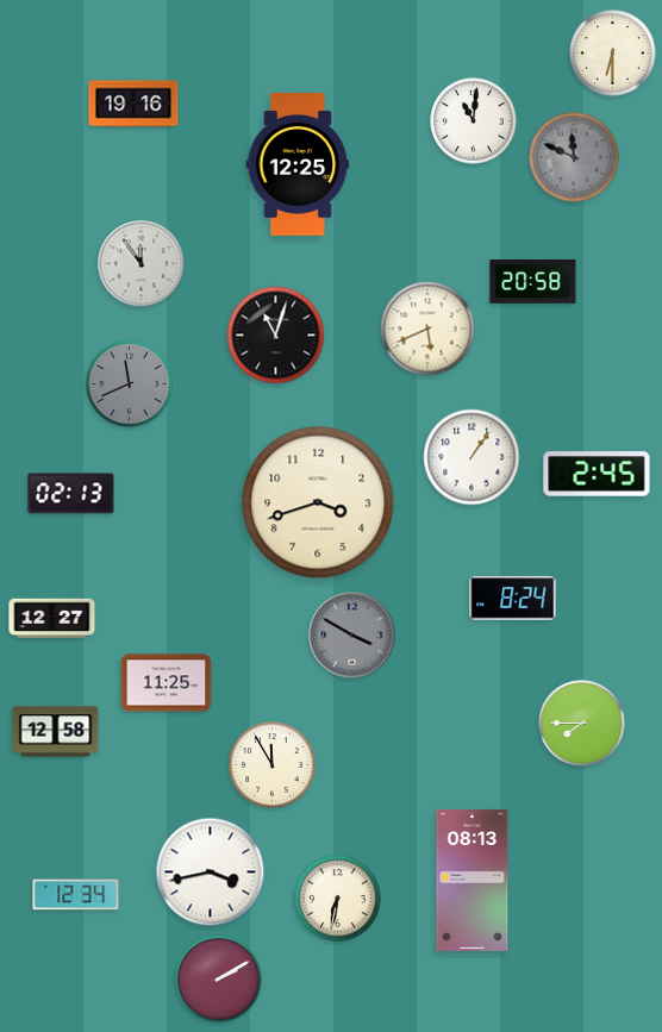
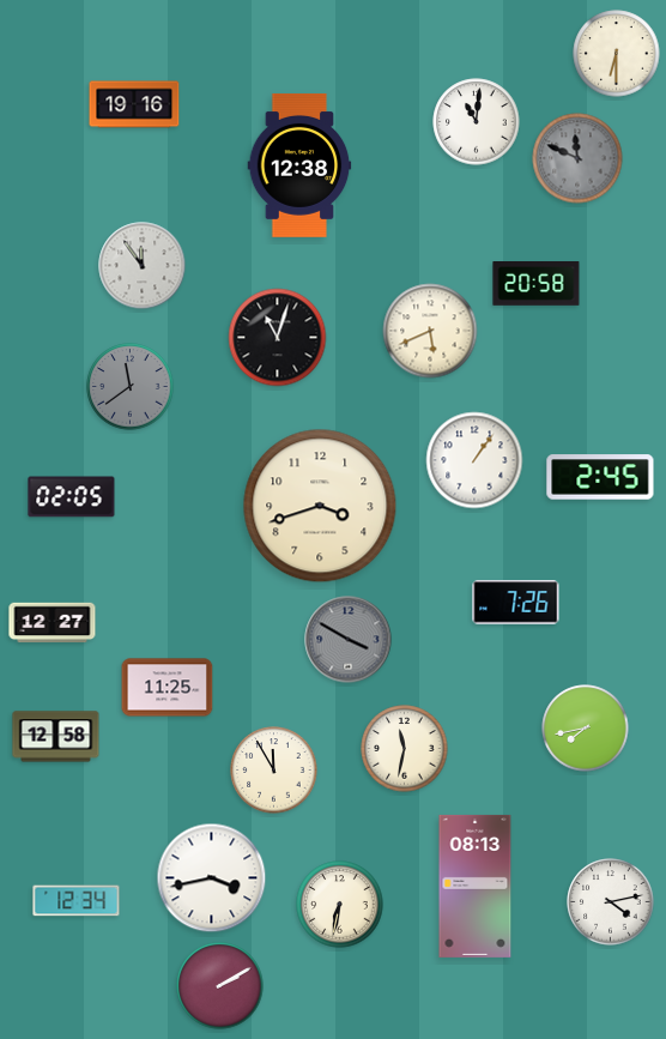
clock at (298, 164): 12:25 -> 12:38
clock at (130, 384): 11:41 -> 11:39
clock at (71, 494): 02:13 -> 02:05
clock at (513, 599): 8:24 -> 7:26
clock at (352, 636) position: (352, 636) -> (349, 640)
clock at (582, 724): 7:45 -> 7:43
clock at (405, 749): none -> 11:32
clock at (611, 902): none -> 4:13
